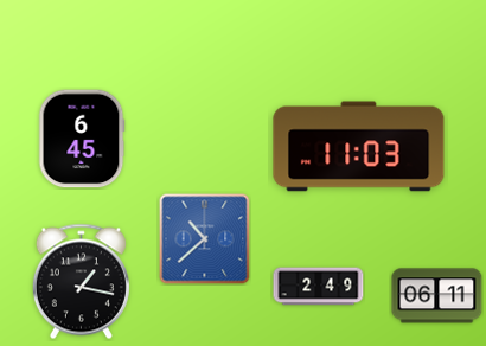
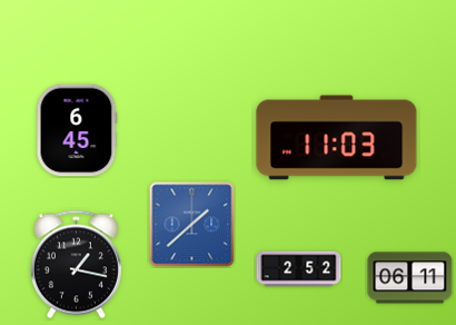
clock at (205, 239): 10:38 -> 1:38
clock at (319, 287): 2:49 -> 2:52
